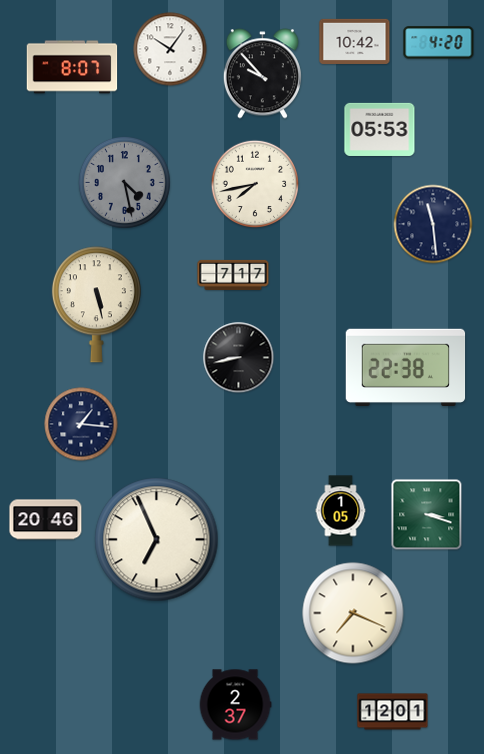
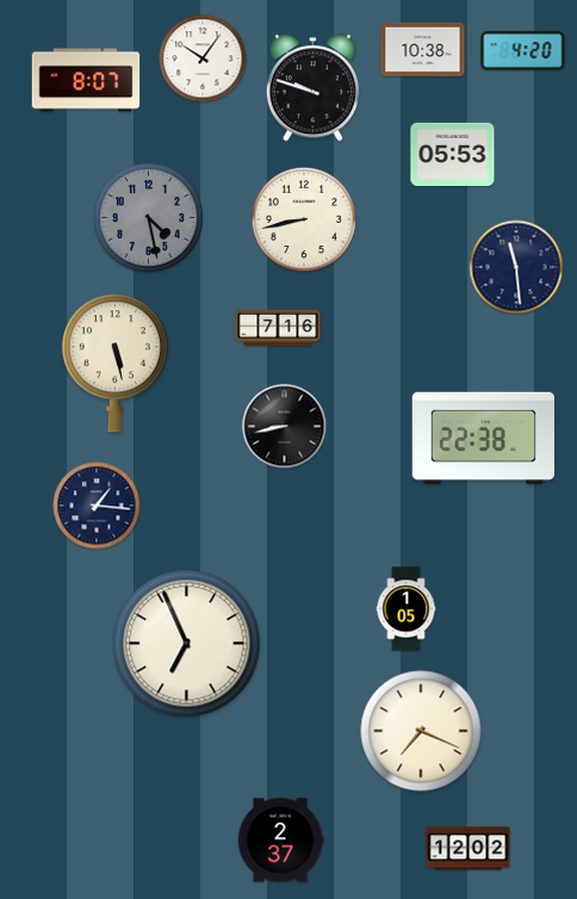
clock at (355, 41): 10:42 -> 10:38
clock at (262, 74): 9:53 -> 9:48
clock at (255, 184): 7:43 -> 8:43
clock at (233, 274): 7:17 -> 7:16
clock at (427, 515): 3:18 -> none
clock at (46, 520): 20:46 -> none
clock at (393, 712): 12:01 -> 12:02
